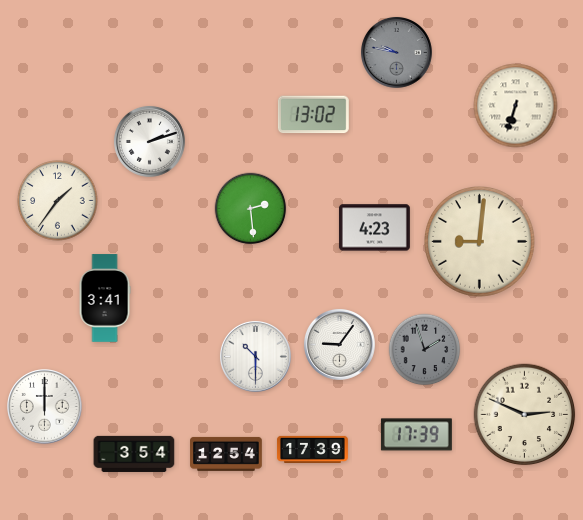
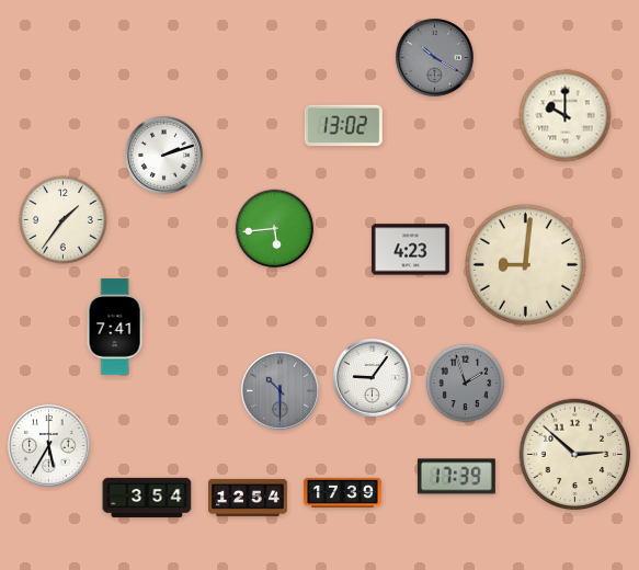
clock at (396, 52): 9:47 -> 10:20
clock at (516, 106): 6:33 -> 10:00
clock at (251, 209): 2:29 -> 5:44
clock at (105, 298): 3:41 -> 7:41
clock at (255, 356) dial: white -> grey
clock at (45, 407): 12:00 -> 5:35
clock at (525, 415): 2:49 -> 2:52
